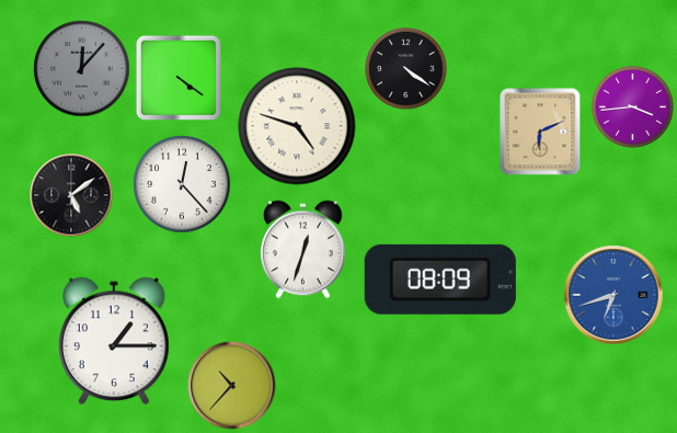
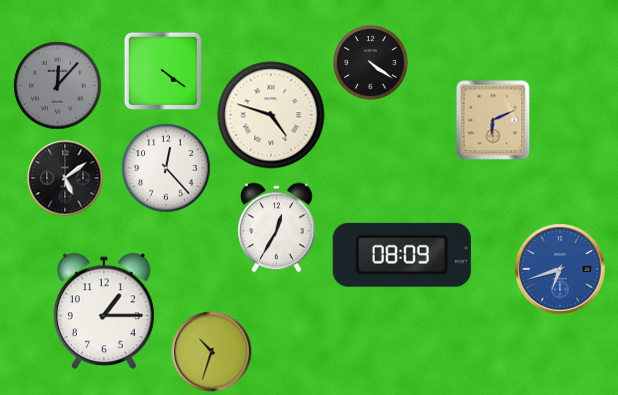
clock at (82, 69) position: (82, 69) -> (58, 86)
clock at (633, 107): 3:44 -> none
clock at (303, 250): 12:33 -> 12:35
clock at (232, 386): 10:37 -> 10:33
